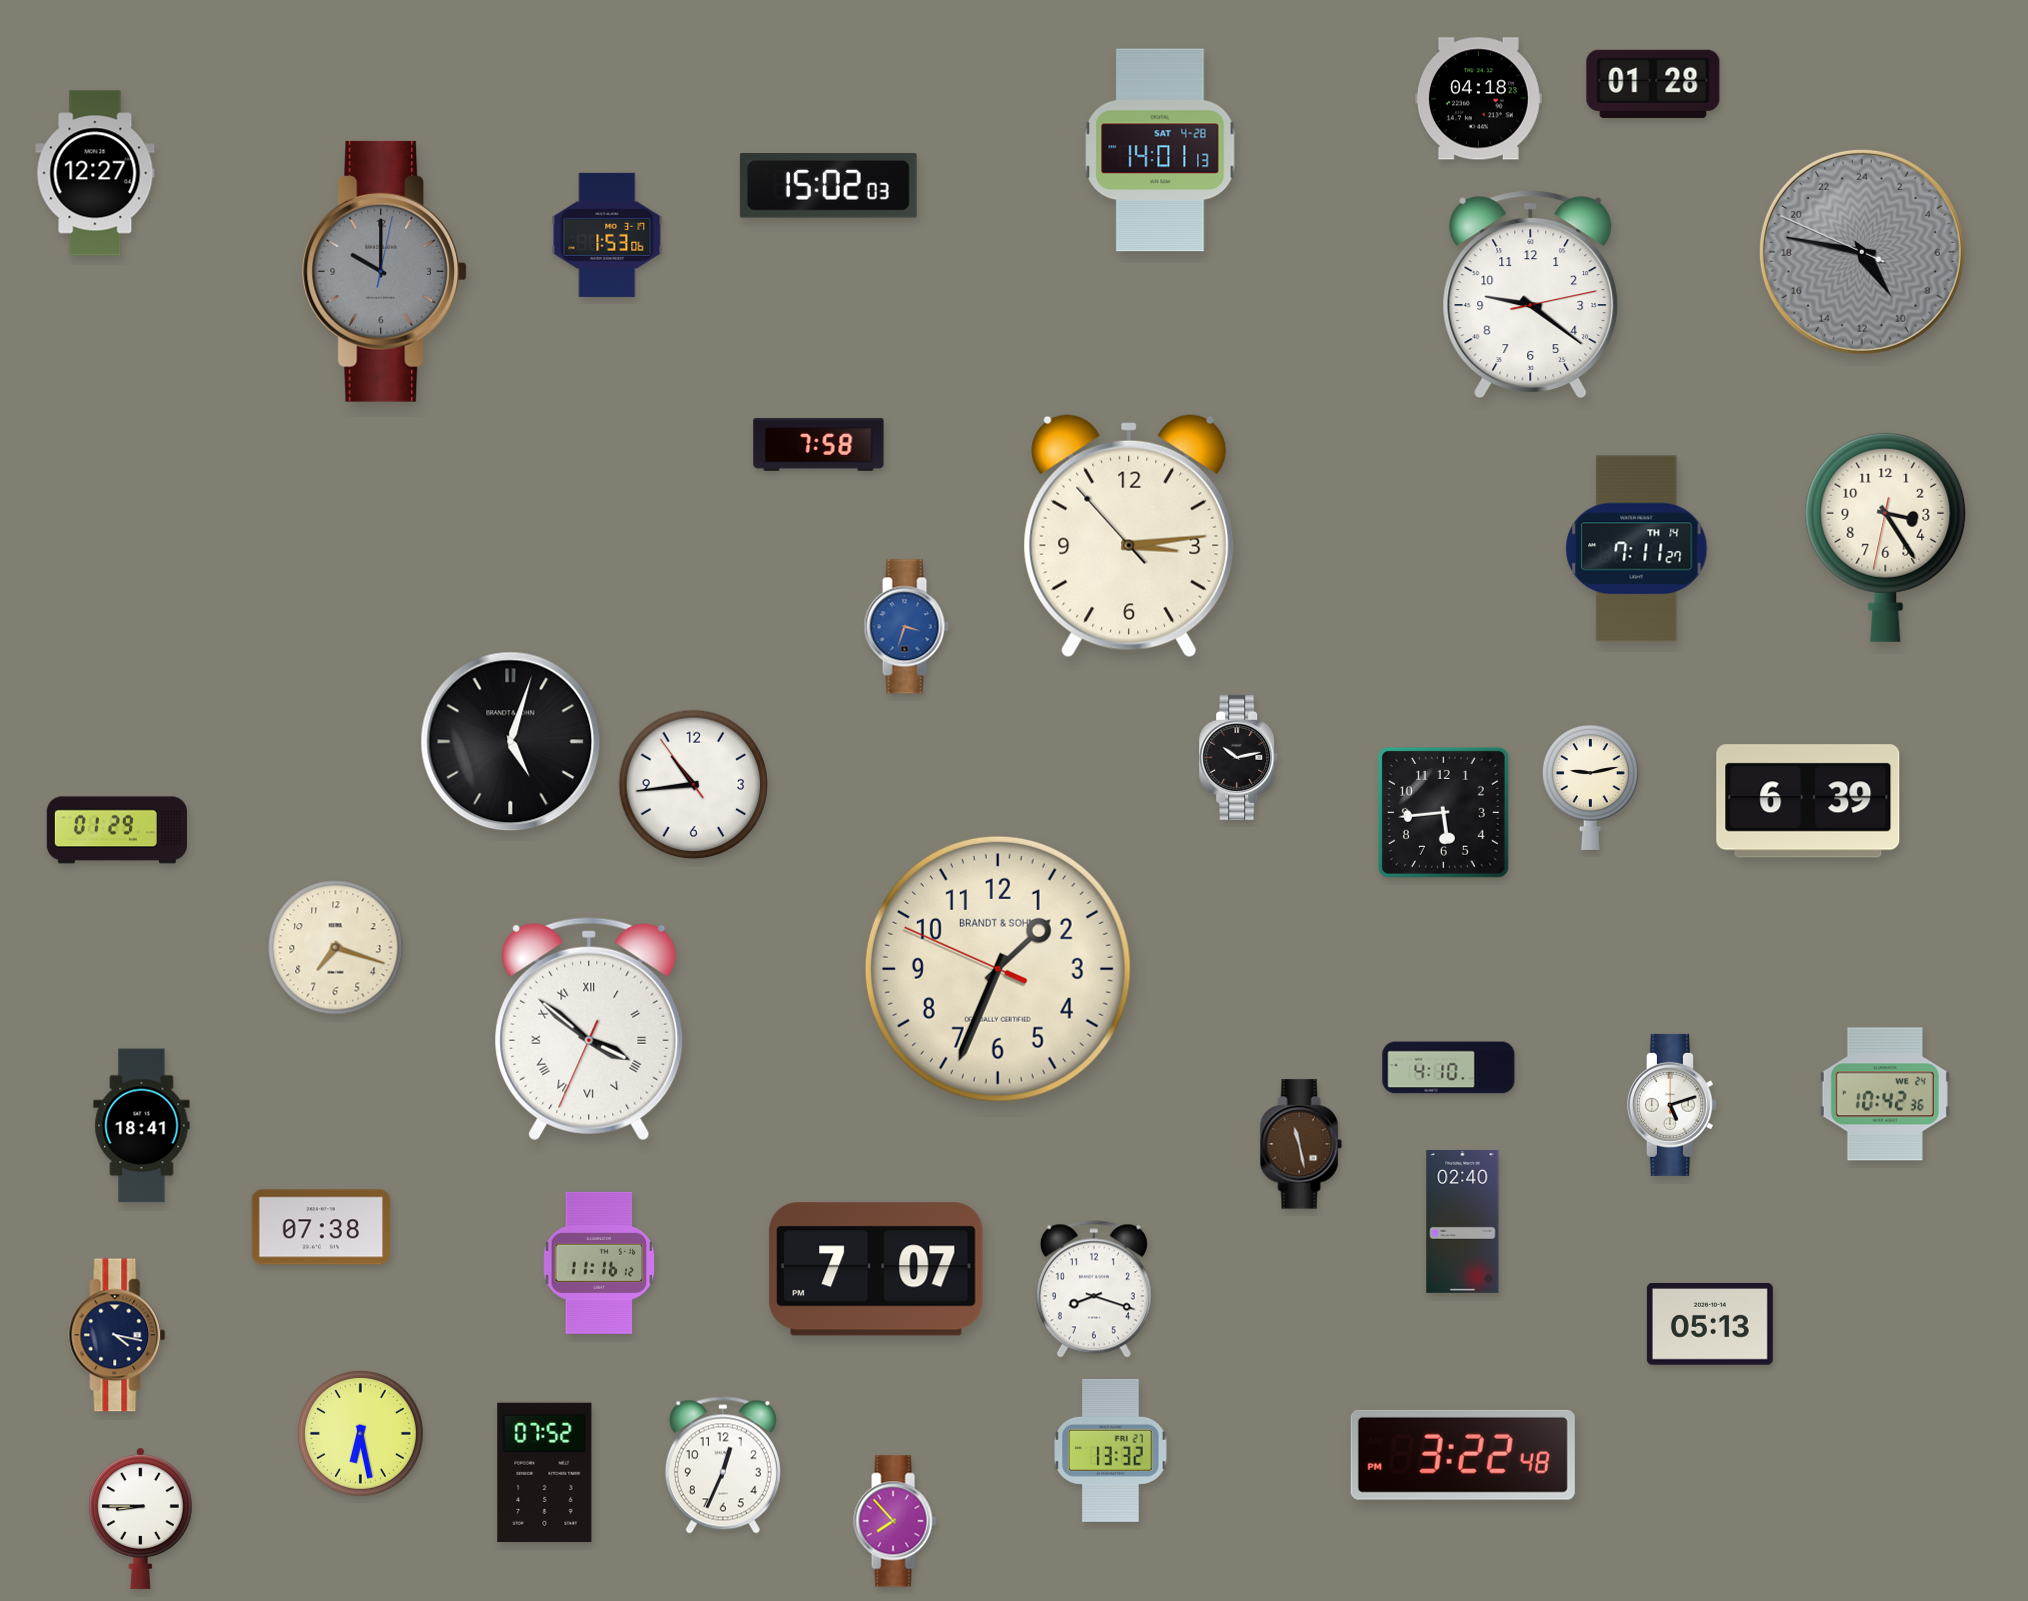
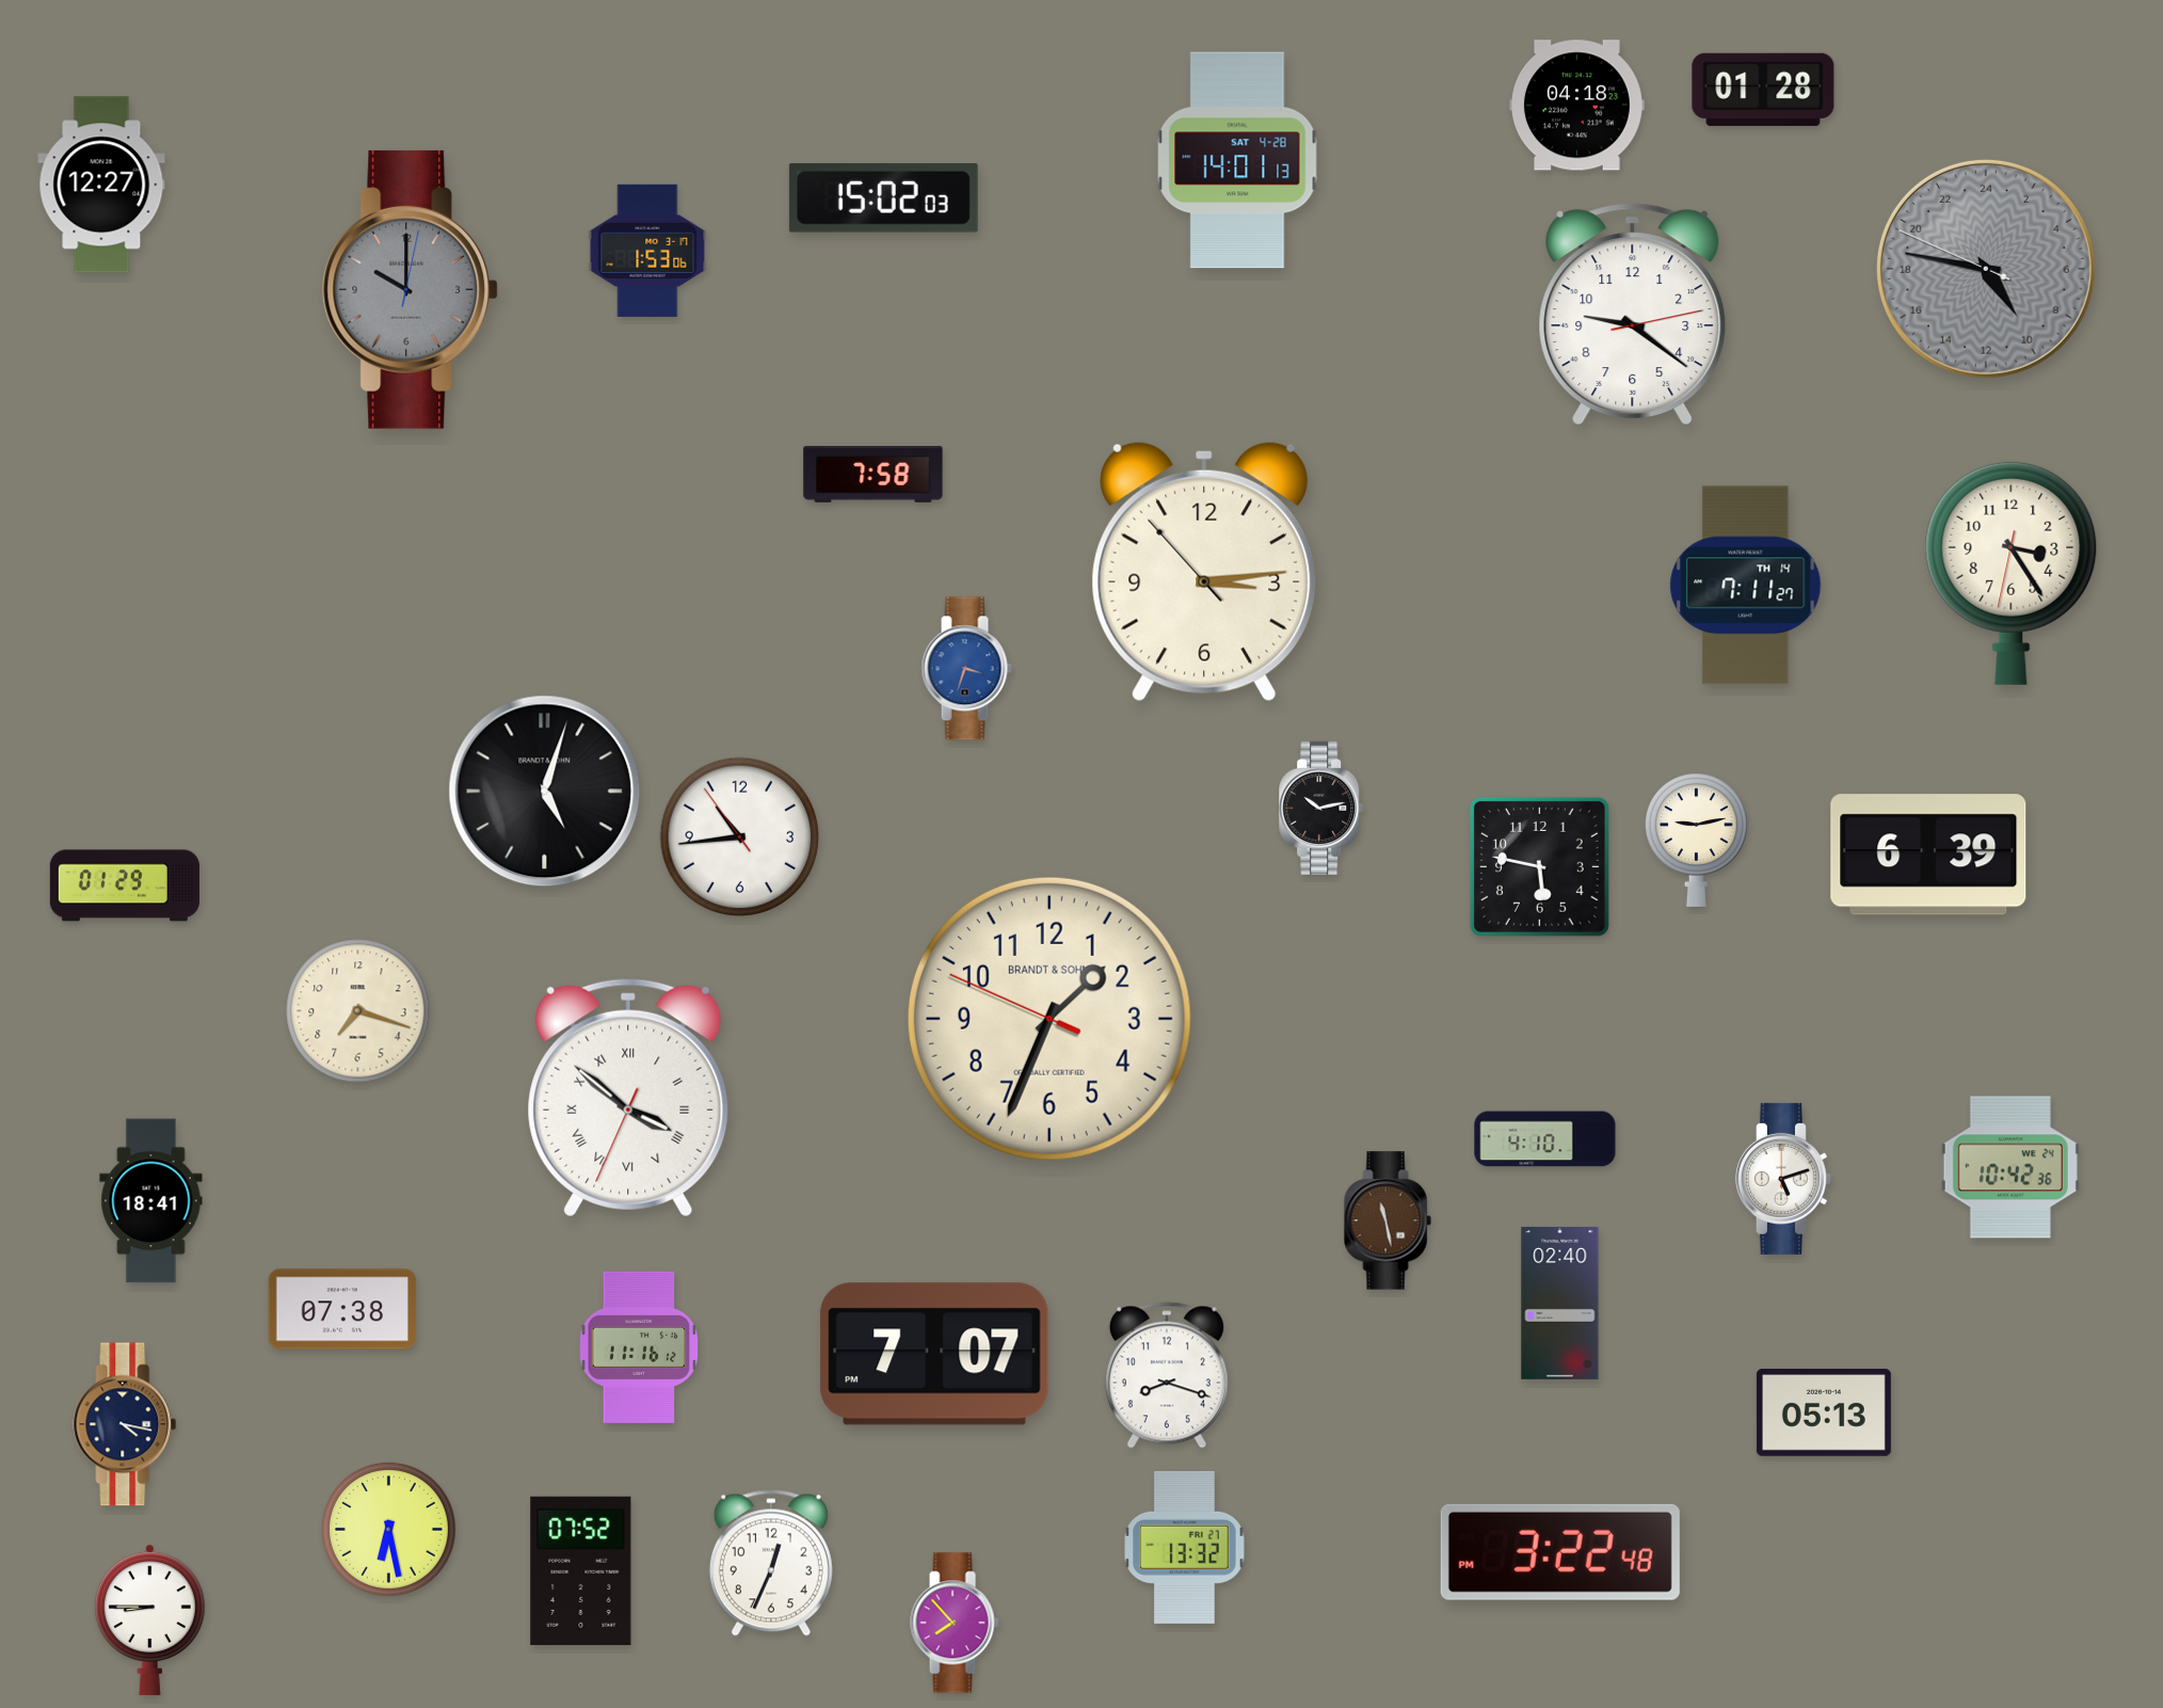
clock at (1443, 812): 5:44 -> 5:47
clock at (998, 969) position: (998, 969) -> (1050, 1019)
clock at (360, 1433) position: (360, 1433) -> (388, 1529)
